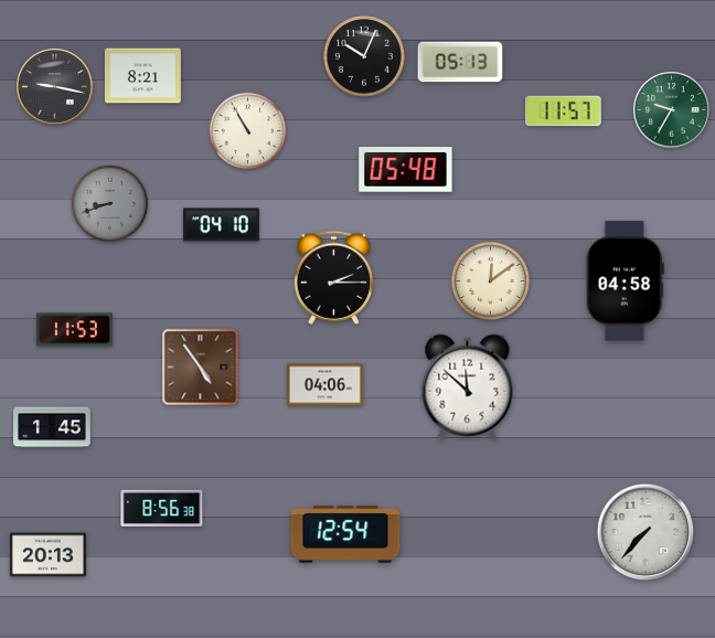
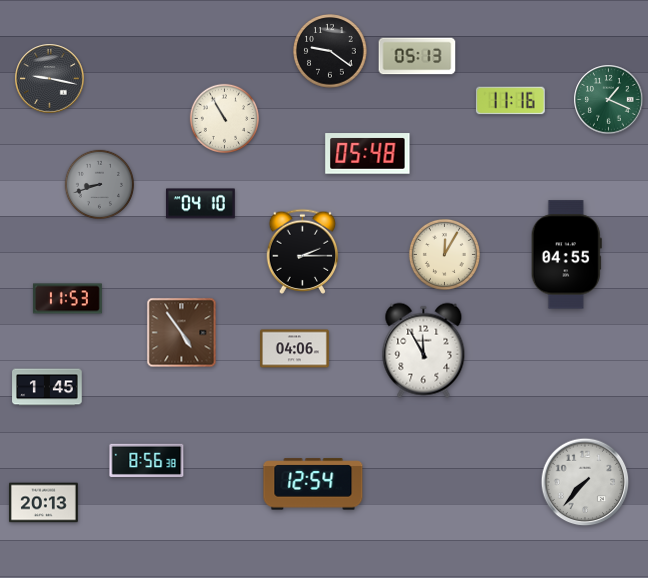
clock at (364, 56): 10:04 -> 9:21
clock at (142, 76): 8:21 -> none
clock at (672, 110): 9:35 -> 1:19
clock at (563, 111): 11:57 -> 11:16
clock at (490, 280): 12:09 -> 12:05
clock at (625, 281): 04:58 -> 04:55
clock at (468, 387): 11:52 -> 11:55
